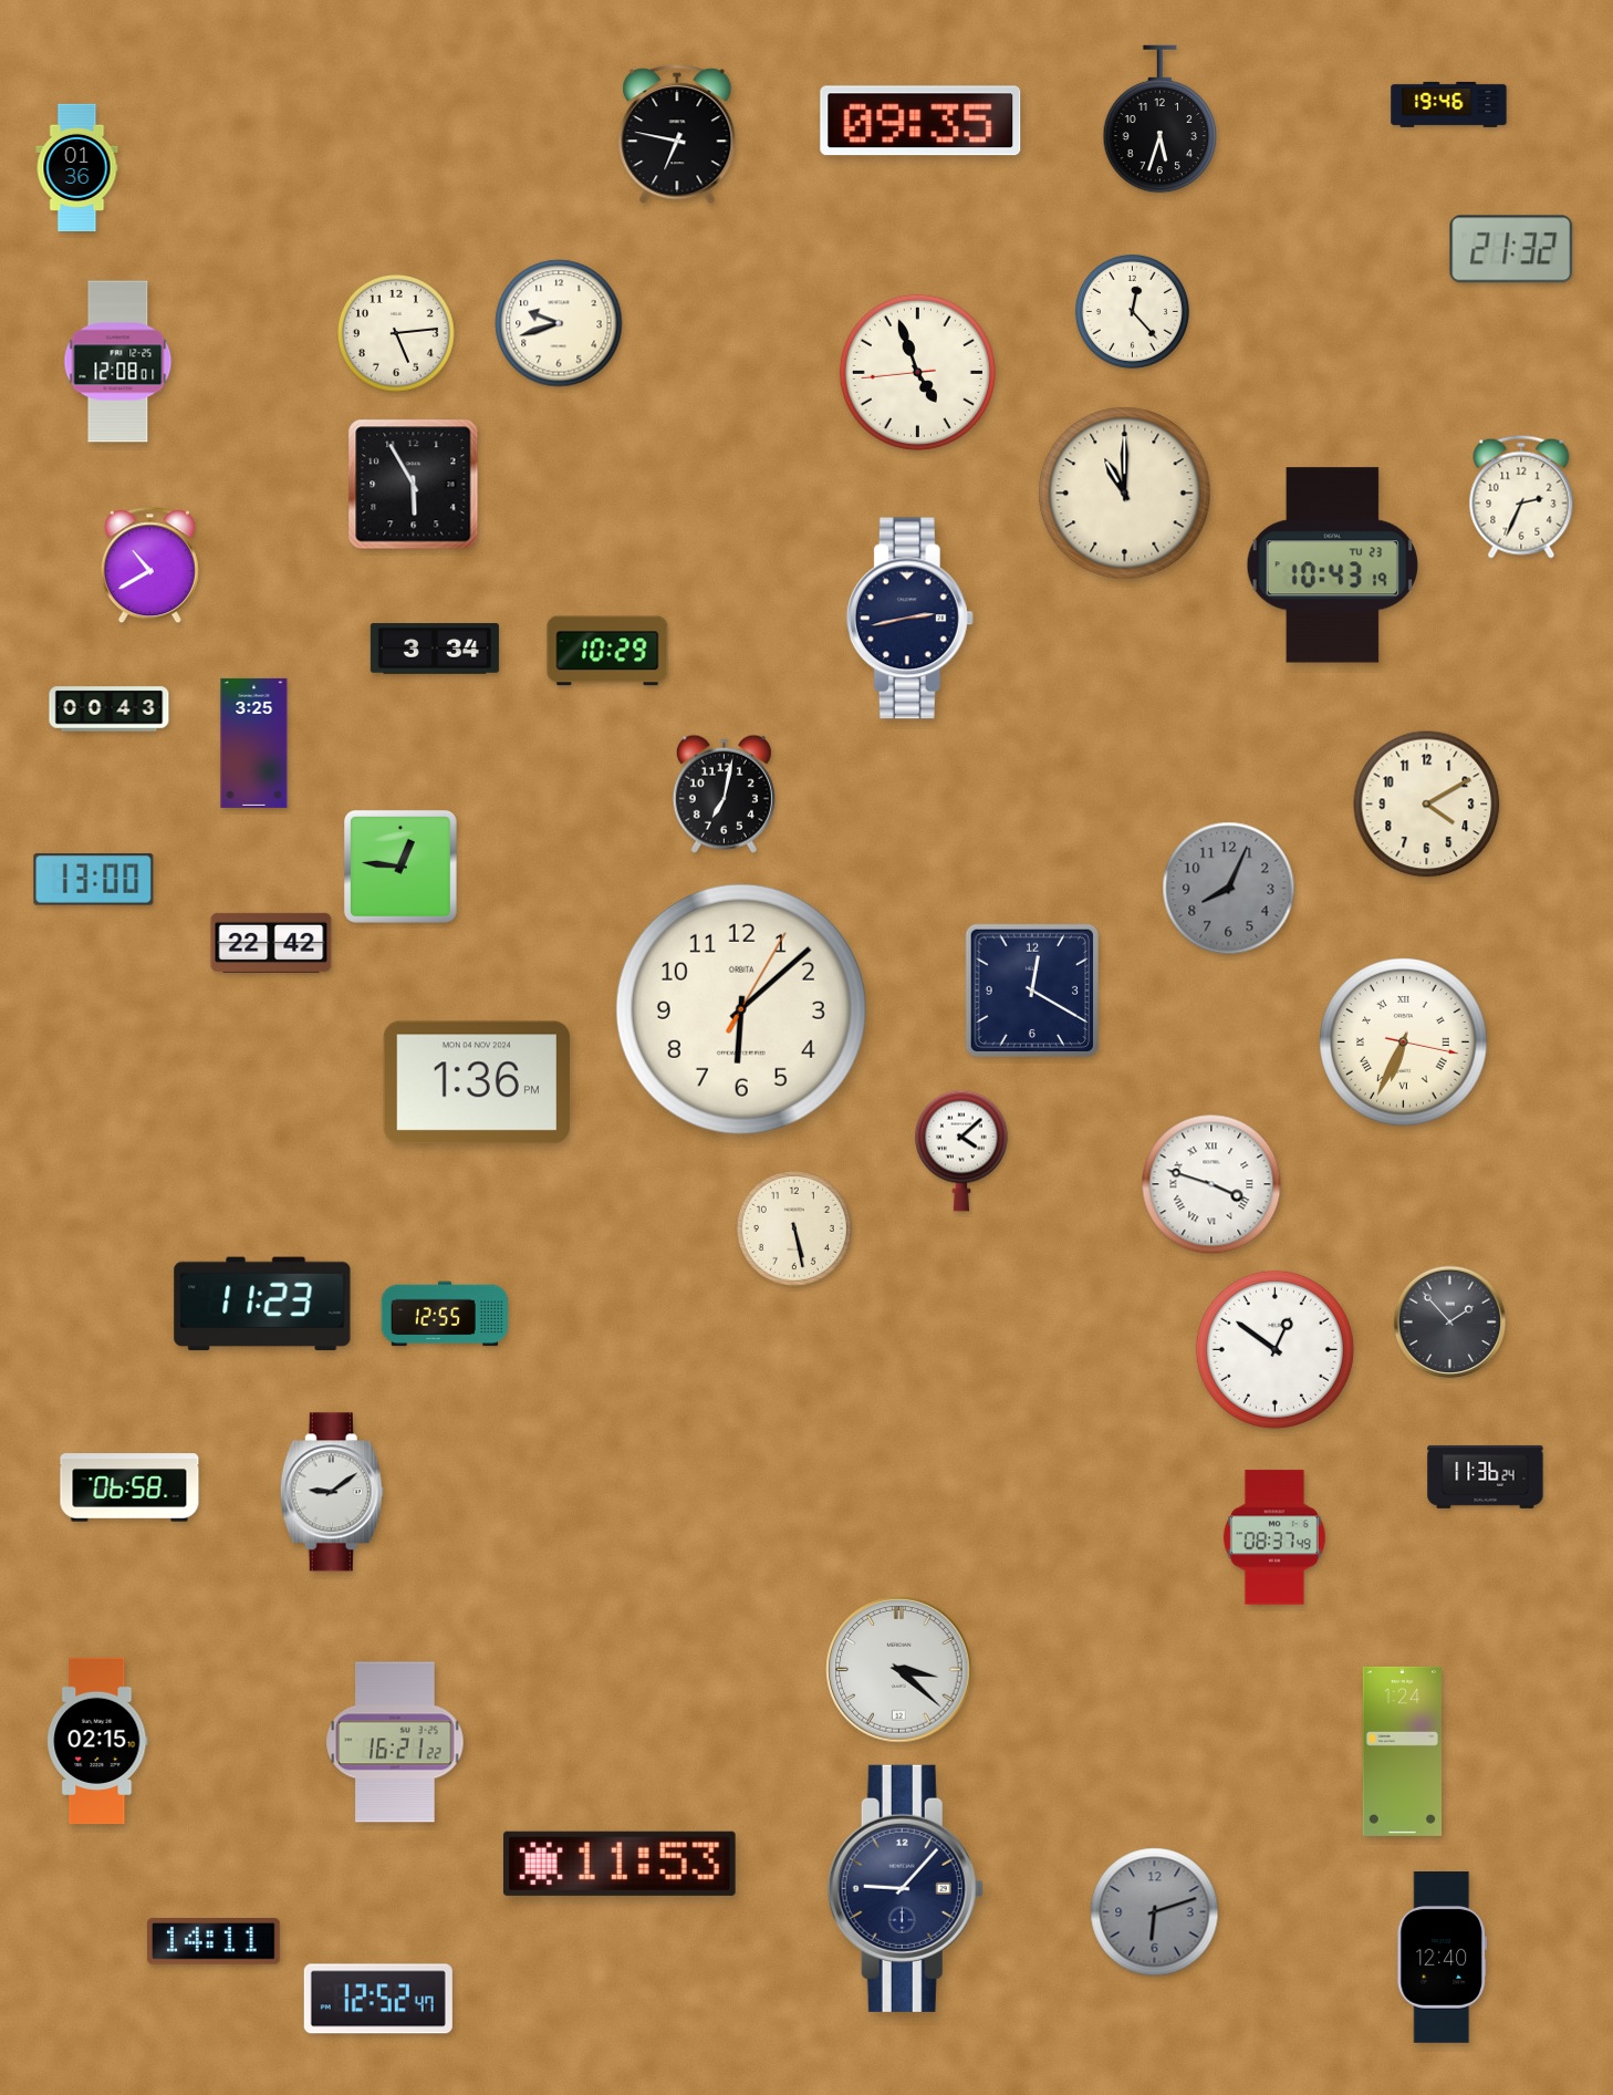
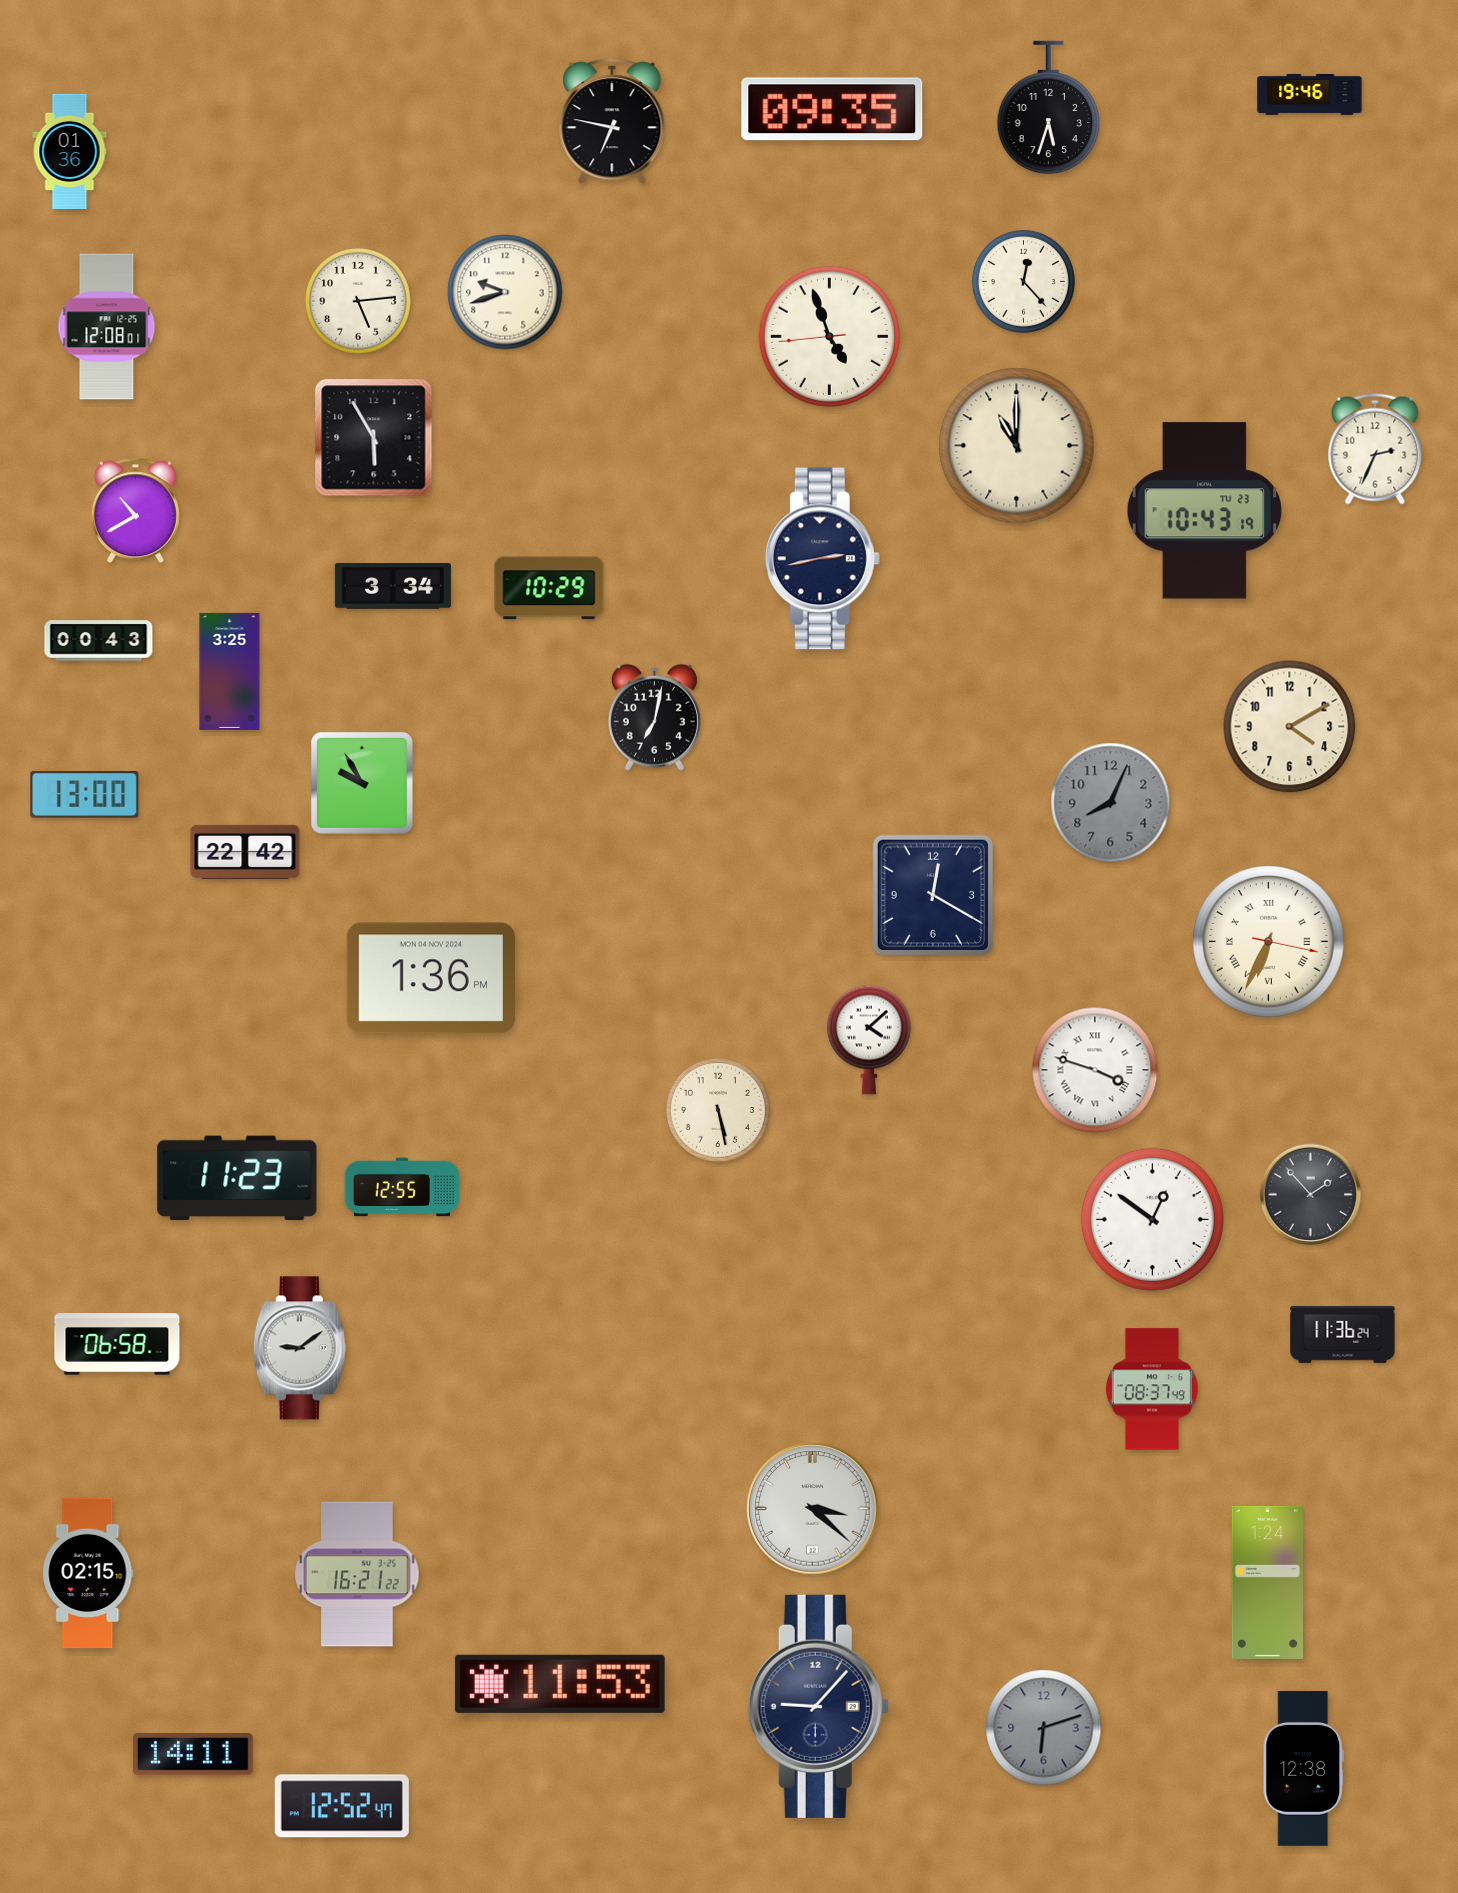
clock at (1511, 249): 21:32 -> none
clock at (400, 867): 12:46 -> 9:55
clock at (741, 1009): 6:08 -> none
clock at (1442, 1958): 12:40 -> 12:38
